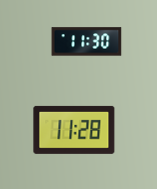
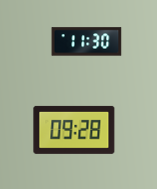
clock at (74, 130): 11:28 -> 09:28
